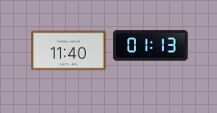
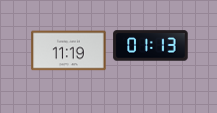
clock at (69, 51): 11:40 -> 11:19
